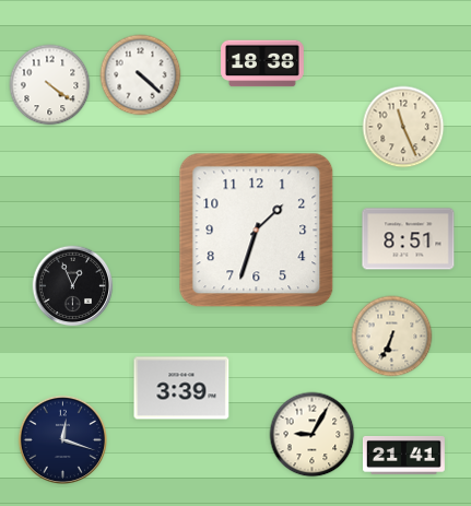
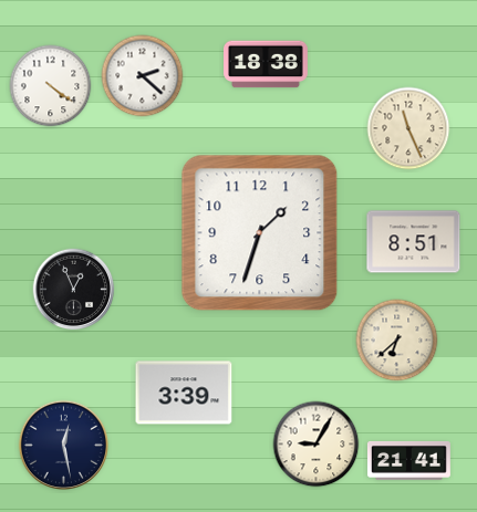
clock at (141, 75): 4:22 -> 2:22
clock at (392, 337): 6:34 -> 6:38
clock at (313, 435) position: (313, 435) -> (317, 445)
clock at (62, 439): 12:18 -> 12:28
